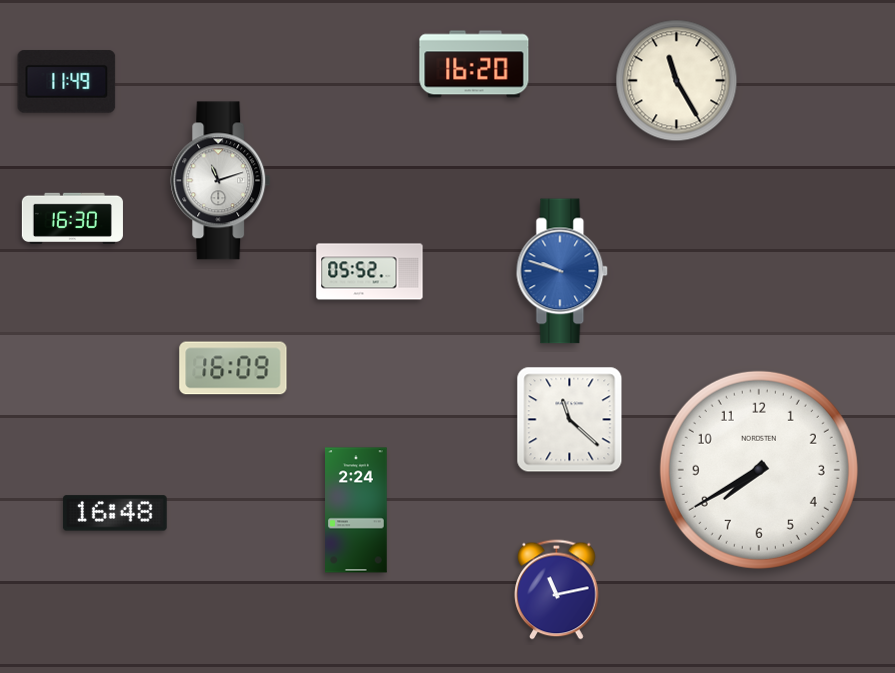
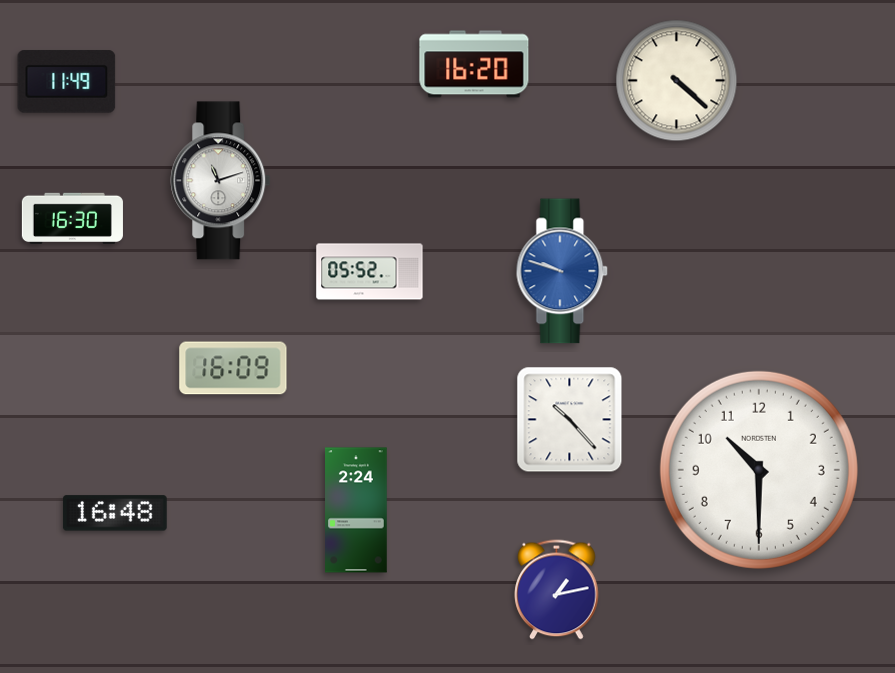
clock at (677, 81): 11:25 -> 4:22
clock at (570, 420): 11:22 -> 10:23
clock at (759, 470): 7:40 -> 10:30
clock at (557, 590): 11:13 -> 1:13
